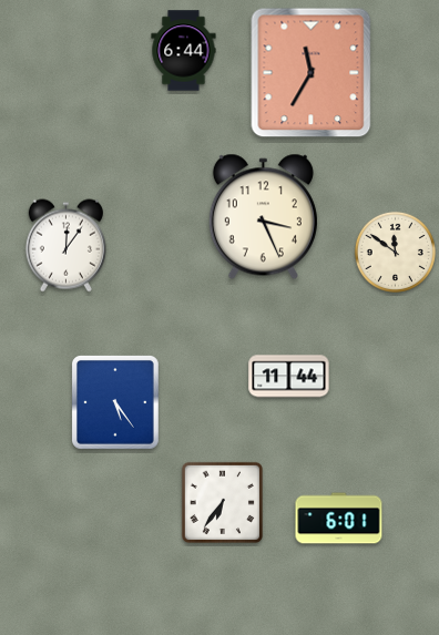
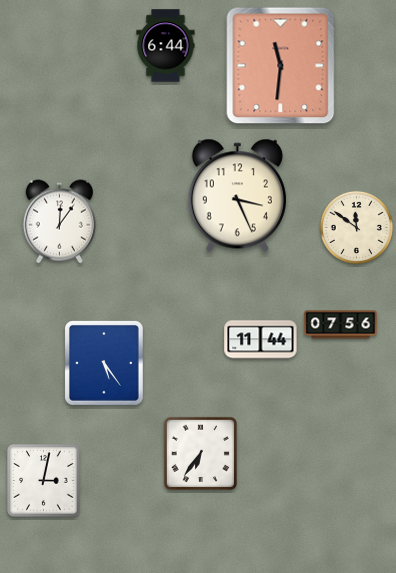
clock at (312, 73): 11:35 -> 11:31
clock at (341, 325): none -> 07:56
clock at (339, 519): 6:01 -> none
clock at (44, 481): none -> 3:02
